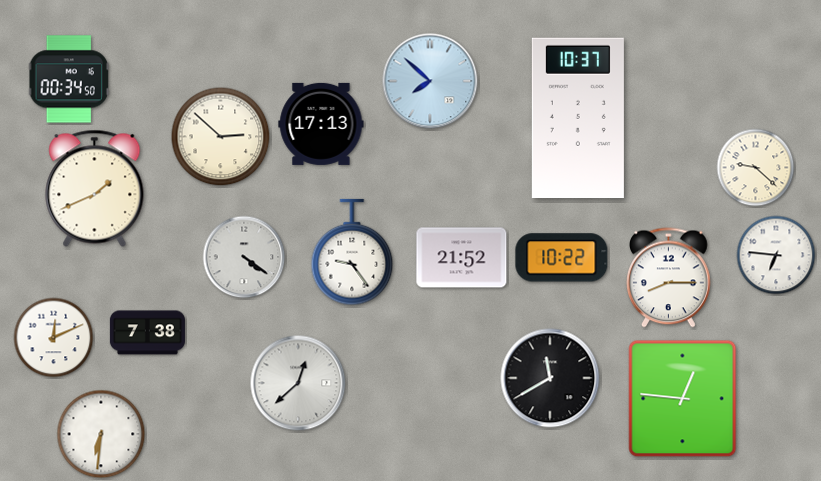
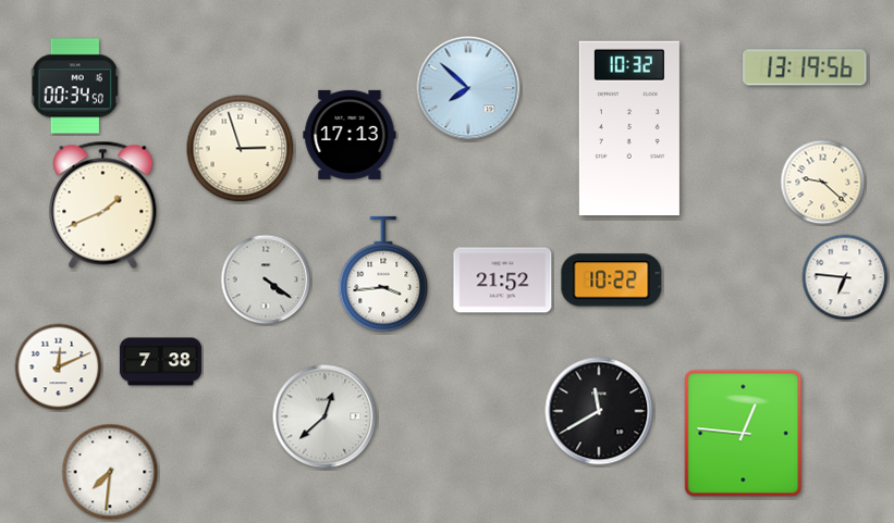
clock at (805, 67): none -> 13:19
clock at (578, 118): 10:37 -> 10:32
clock at (221, 137): 2:52 -> 2:57
clock at (352, 252): 9:24 -> 3:44
clock at (669, 278): 8:15 -> none
clock at (101, 434): 6:31 -> 7:31
